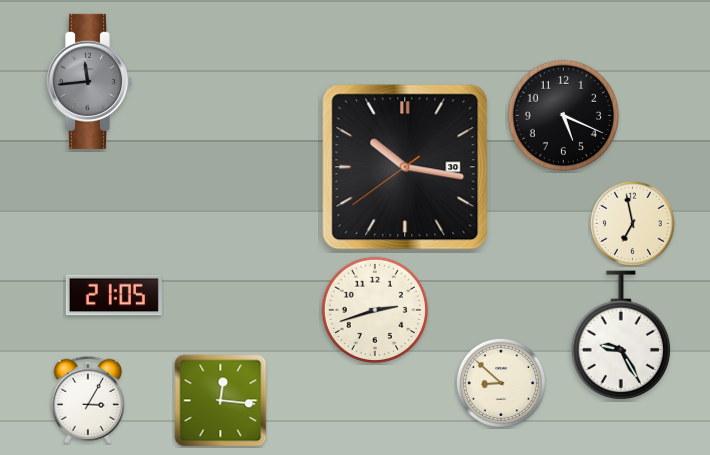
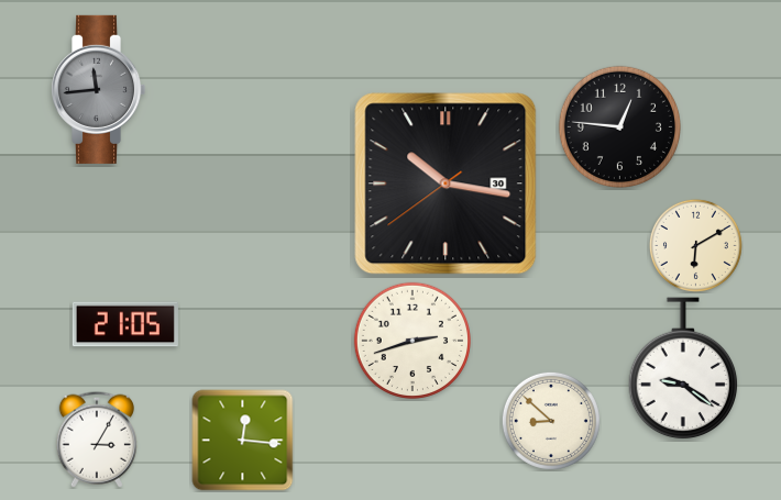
clock at (563, 115): 5:19 -> 12:46
clock at (632, 223): 6:58 -> 6:10
clock at (621, 336): 9:25 -> 9:21
